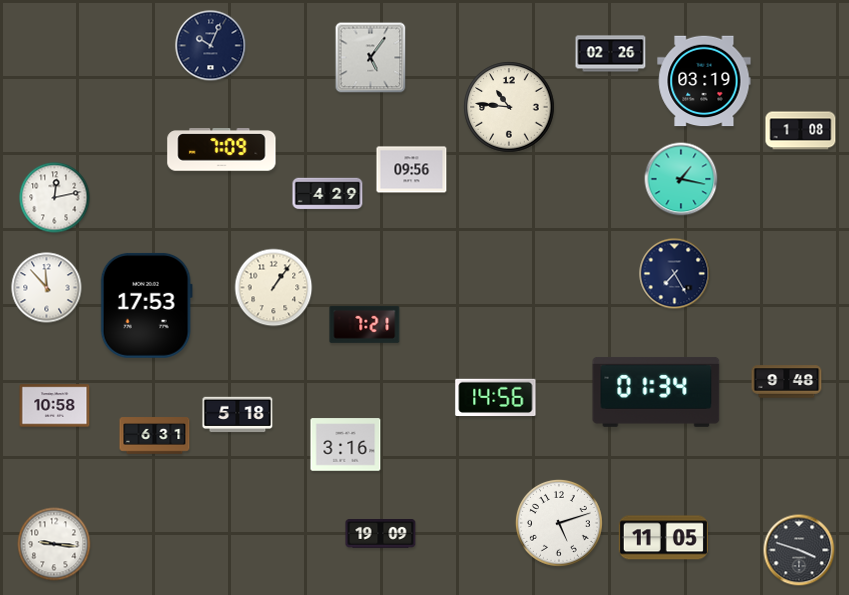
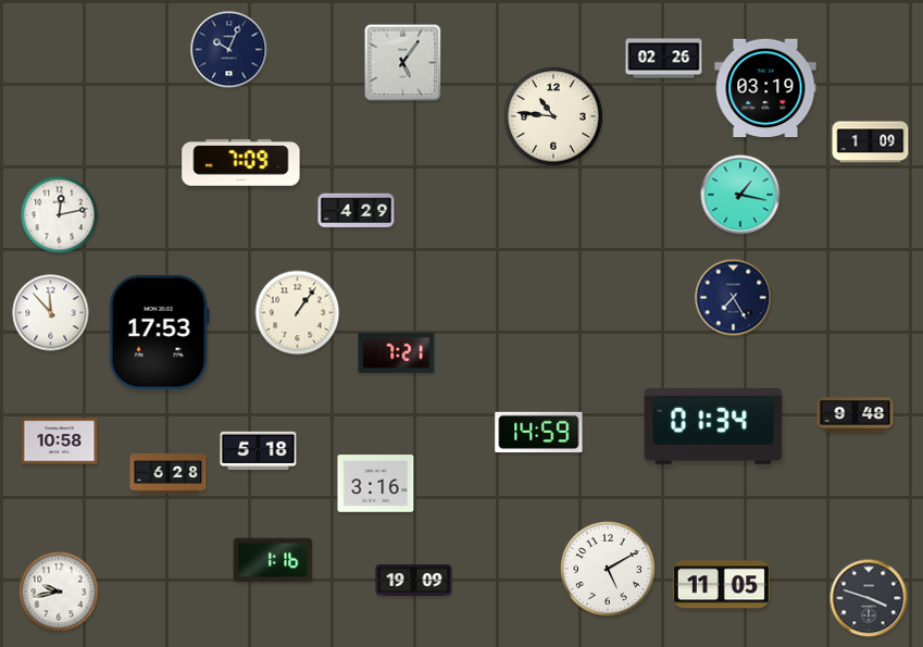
clock at (801, 131): 1:08 -> 1:09
clock at (412, 170): 09:56 -> none
clock at (496, 397): 14:56 -> 14:59
clock at (155, 436): 6:31 -> 6:28
clock at (273, 560): none -> 1:16
clock at (559, 523): 5:12 -> 5:10
clock at (54, 544): 9:16 -> 9:43
